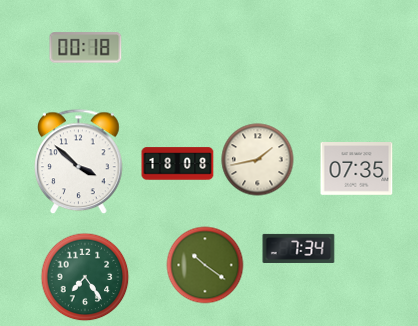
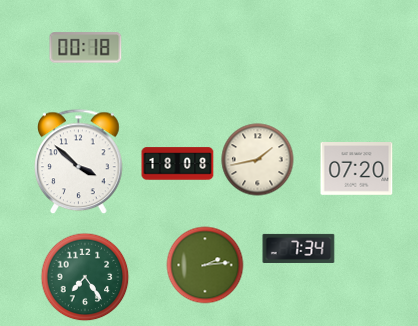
clock at (357, 169): 07:35 -> 07:20
clock at (205, 265): 10:21 -> 2:14
